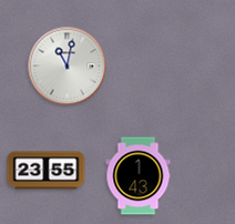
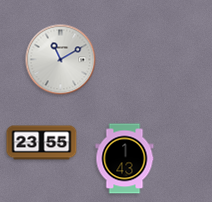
clock at (68, 67): 11:02 -> 11:10
clock at (47, 171) position: (47, 171) -> (42, 143)
